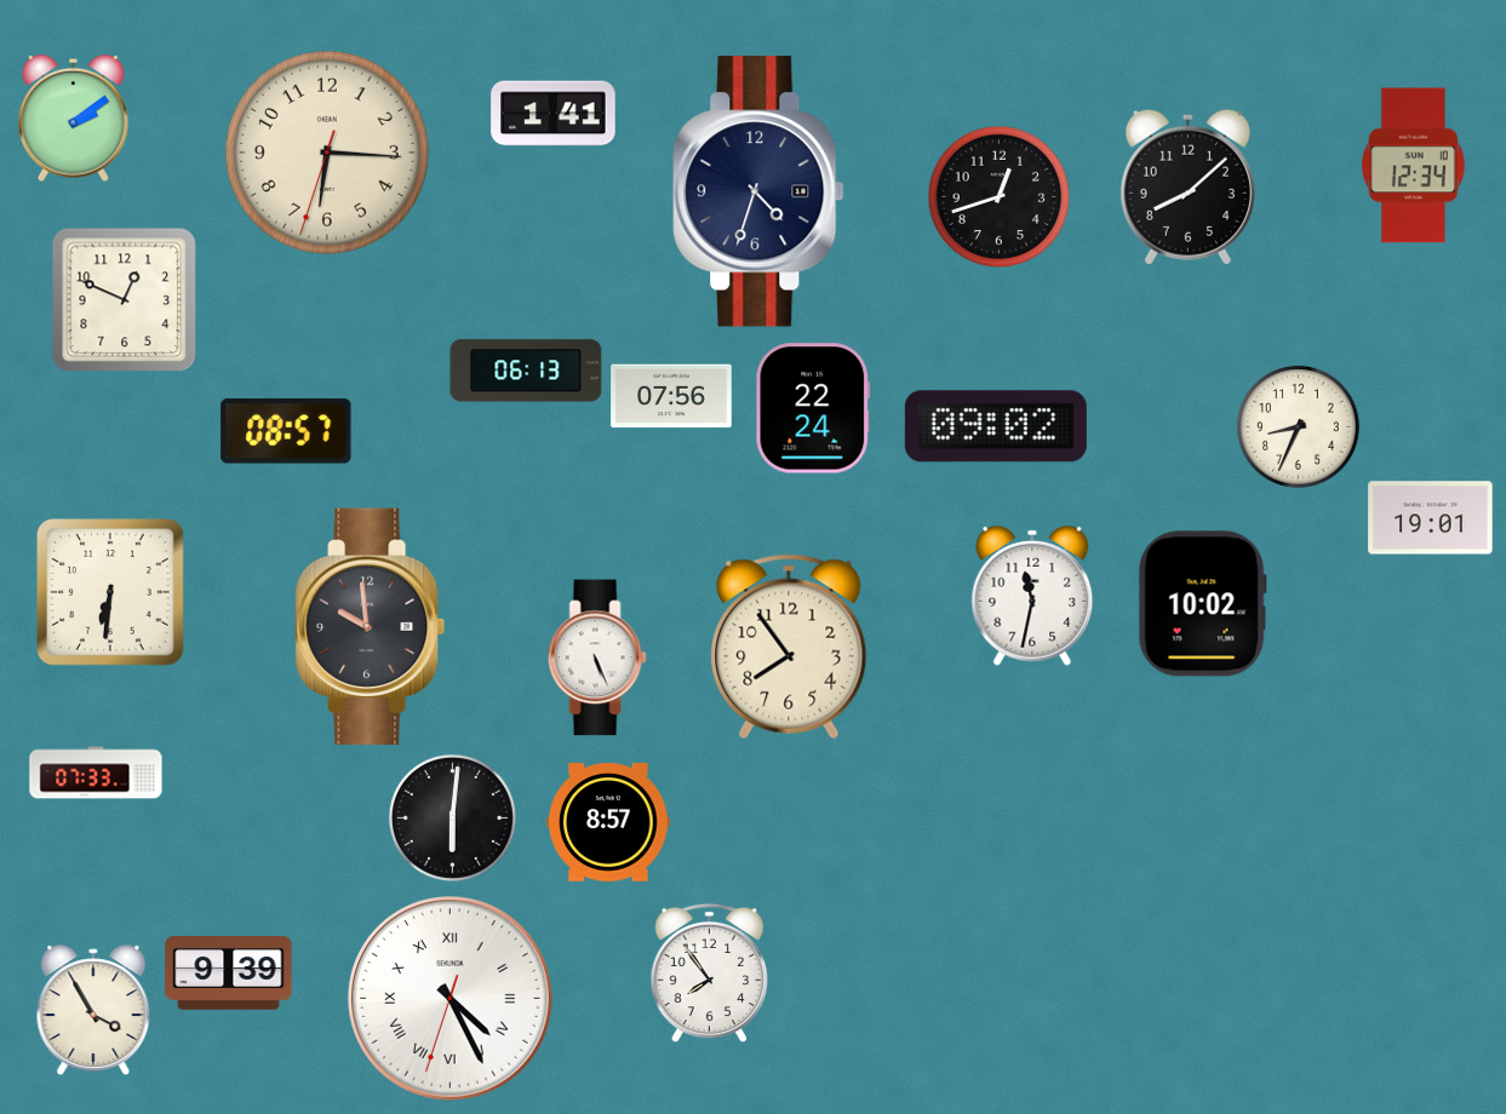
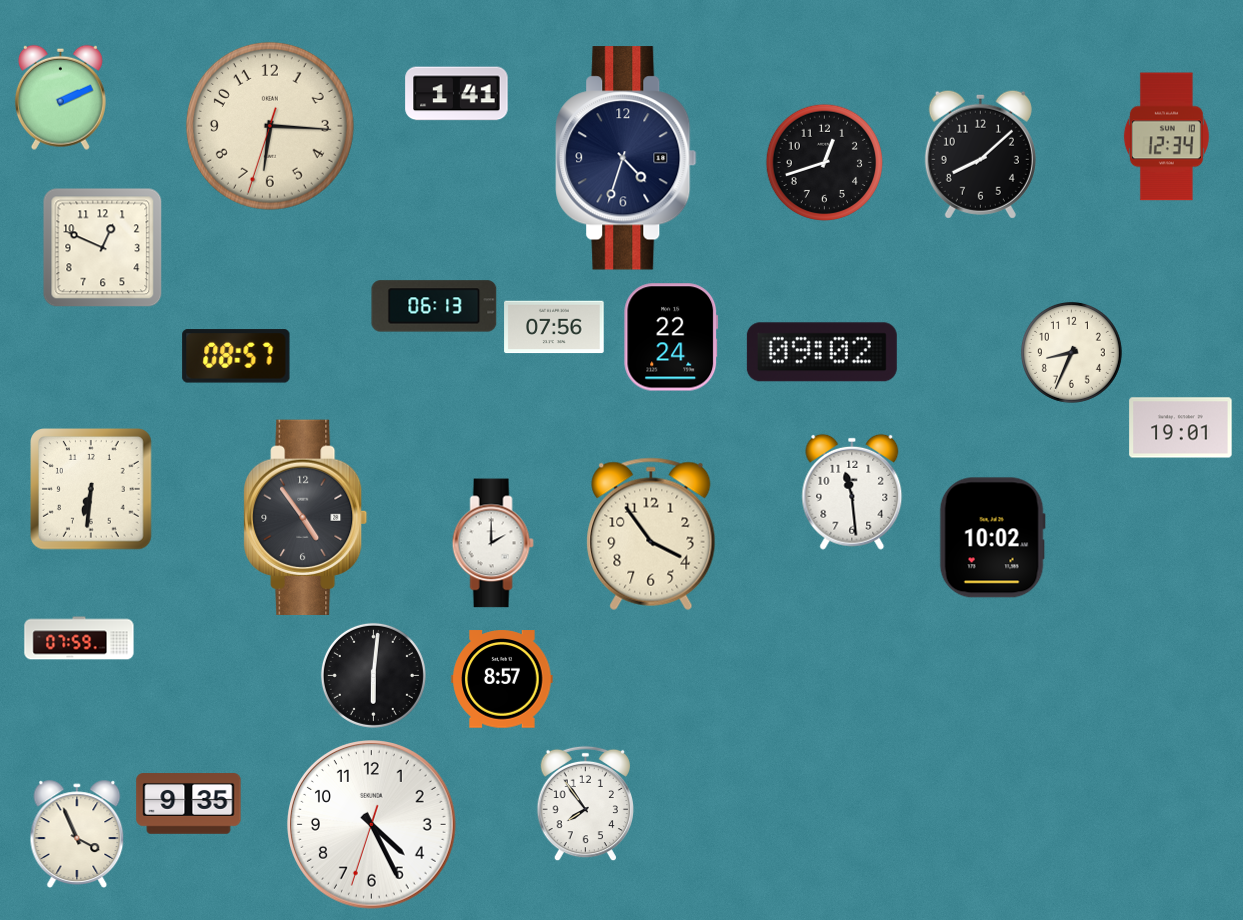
clock at (73, 117): 2:09 -> 2:11
clock at (1032, 596): 11:32 -> 11:29
clock at (1202, 604) position: (1202, 604) -> (992, 538)
clock at (371, 626): 9:59 -> 4:54
clock at (789, 647): 7:54 -> 3:54
clock at (597, 658): 5:26 -> 2:00
clock at (96, 773): 07:33 -> 07:59
clock at (229, 974): 9:39 -> 9:35
clock at (451, 999) numerals: Roman -> Arabic
clock at (93, 1010): 3:55 -> 3:56
